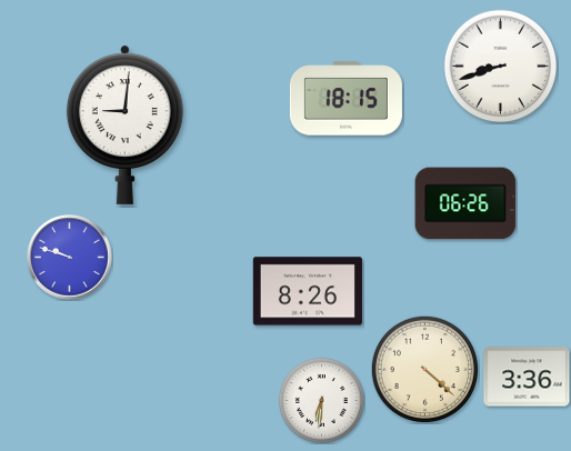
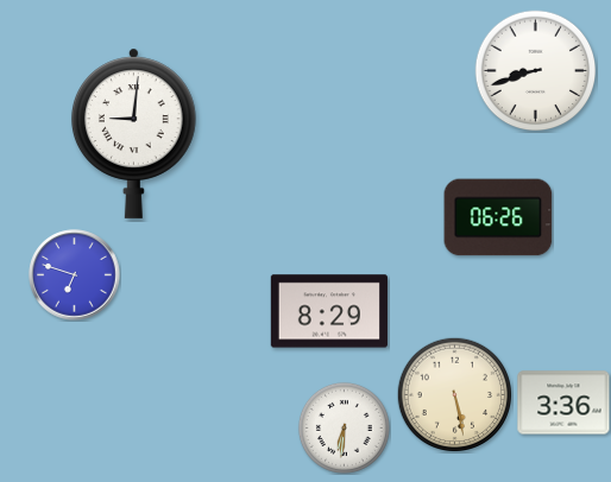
clock at (345, 99): 18:15 -> none
clock at (70, 258): 9:48 -> 6:48
clock at (308, 291): 8:26 -> 8:29
clock at (424, 369): 4:22 -> 5:28
